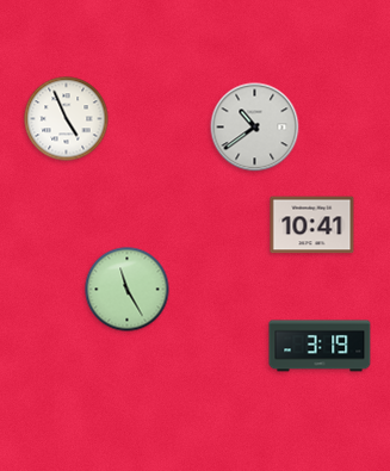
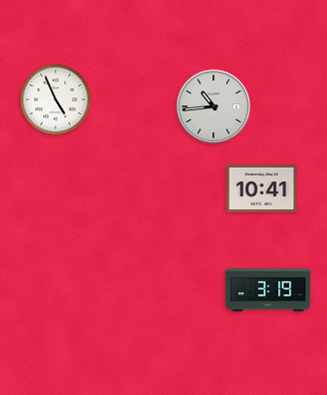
clock at (255, 128): 10:39 -> 10:44
clock at (128, 290): 11:25 -> none
